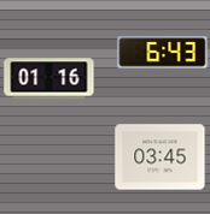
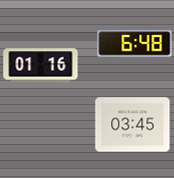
clock at (163, 53): 6:43 -> 6:48
clock at (161, 157) position: (161, 157) -> (133, 125)
